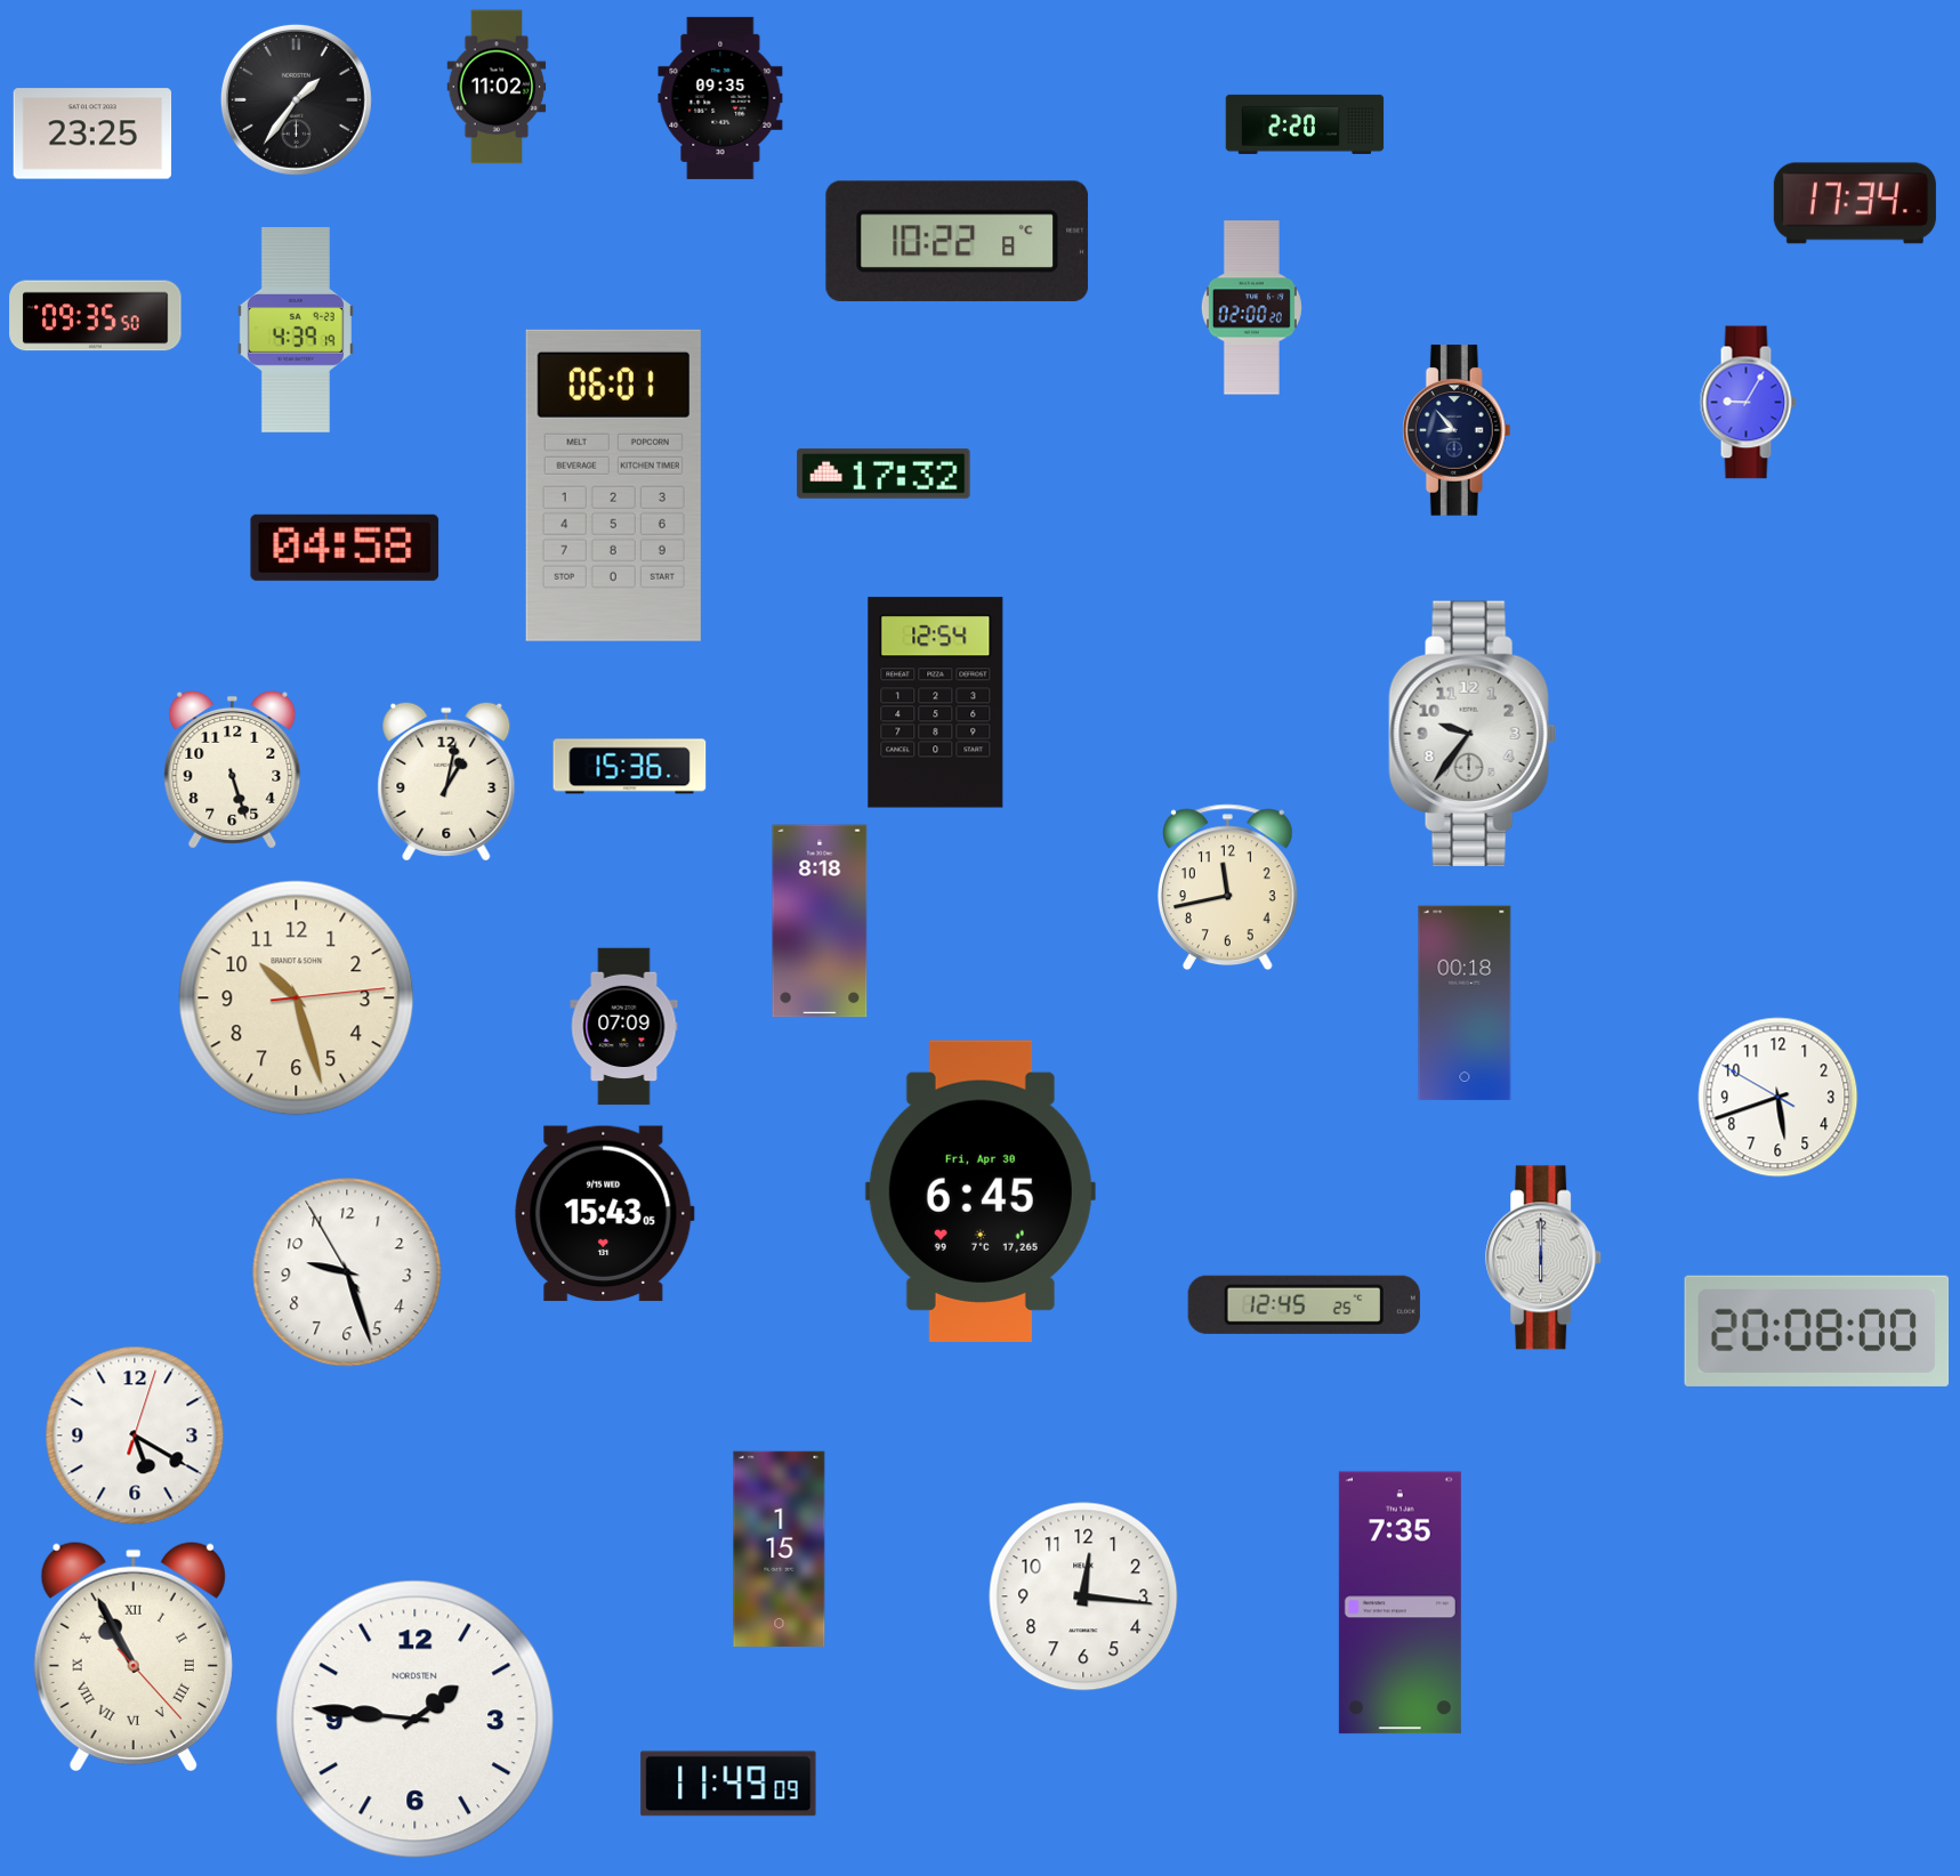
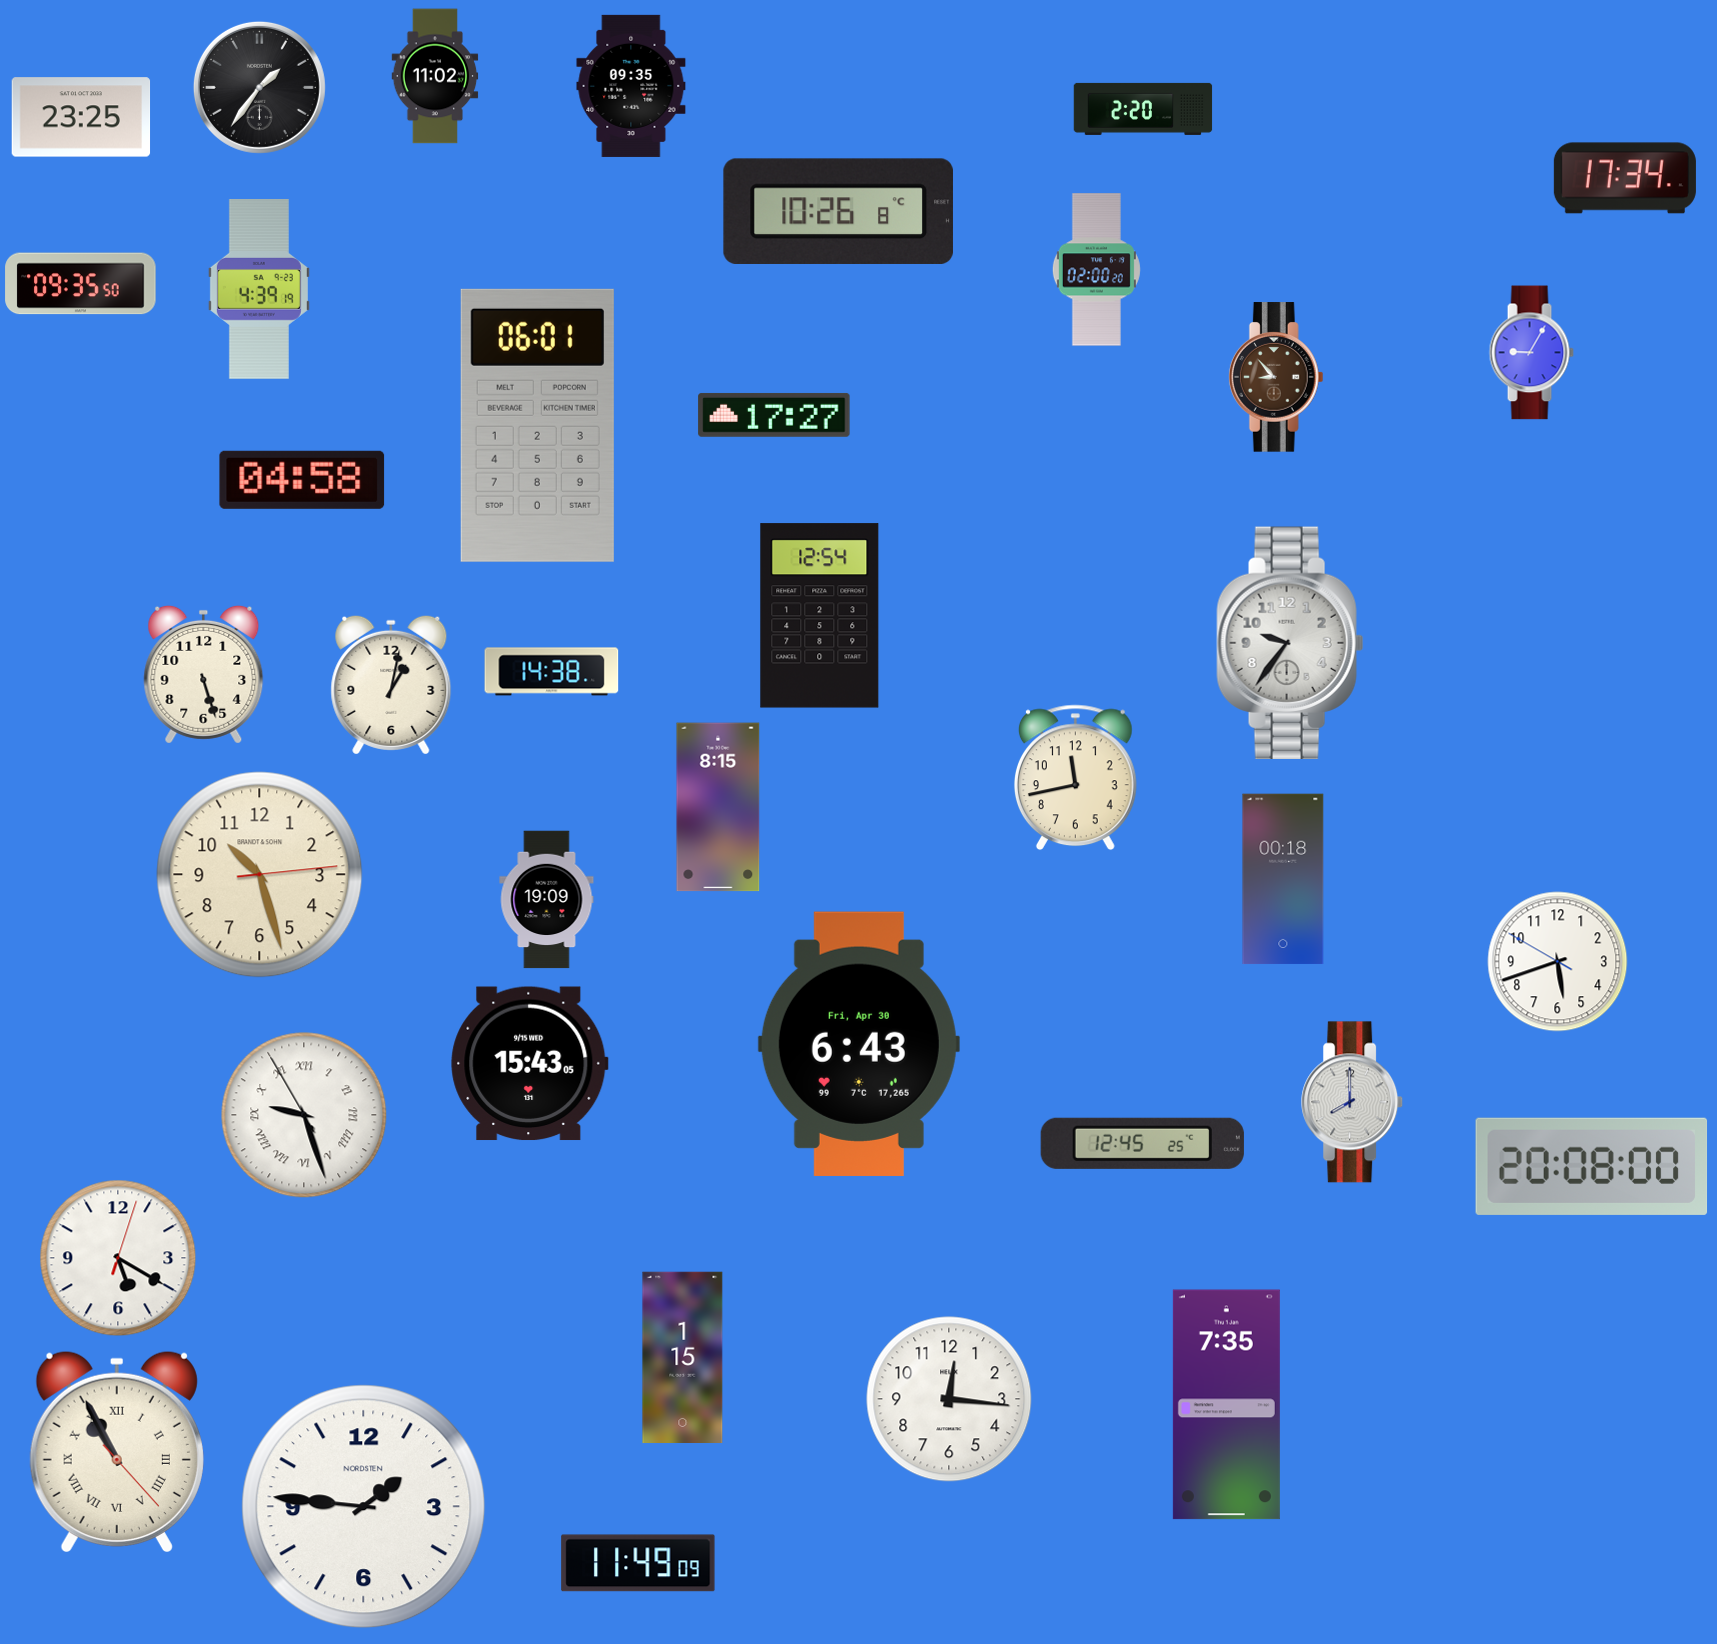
clock at (957, 241): 10:22 -> 10:26
clock at (96, 316) position: (96, 316) -> (81, 284)
clock at (1457, 430) dial: navy -> brown
clock at (884, 474): 17:32 -> 17:27
clock at (630, 767): 15:36 -> 14:38
clock at (820, 921): 8:18 -> 8:15
clock at (624, 1027): 07:09 -> 19:09
clock at (981, 1191): 6:45 -> 6:43
clock at (1544, 1258): 6:00 -> 8:00
clock at (347, 1272) numerals: Arabic -> Roman
